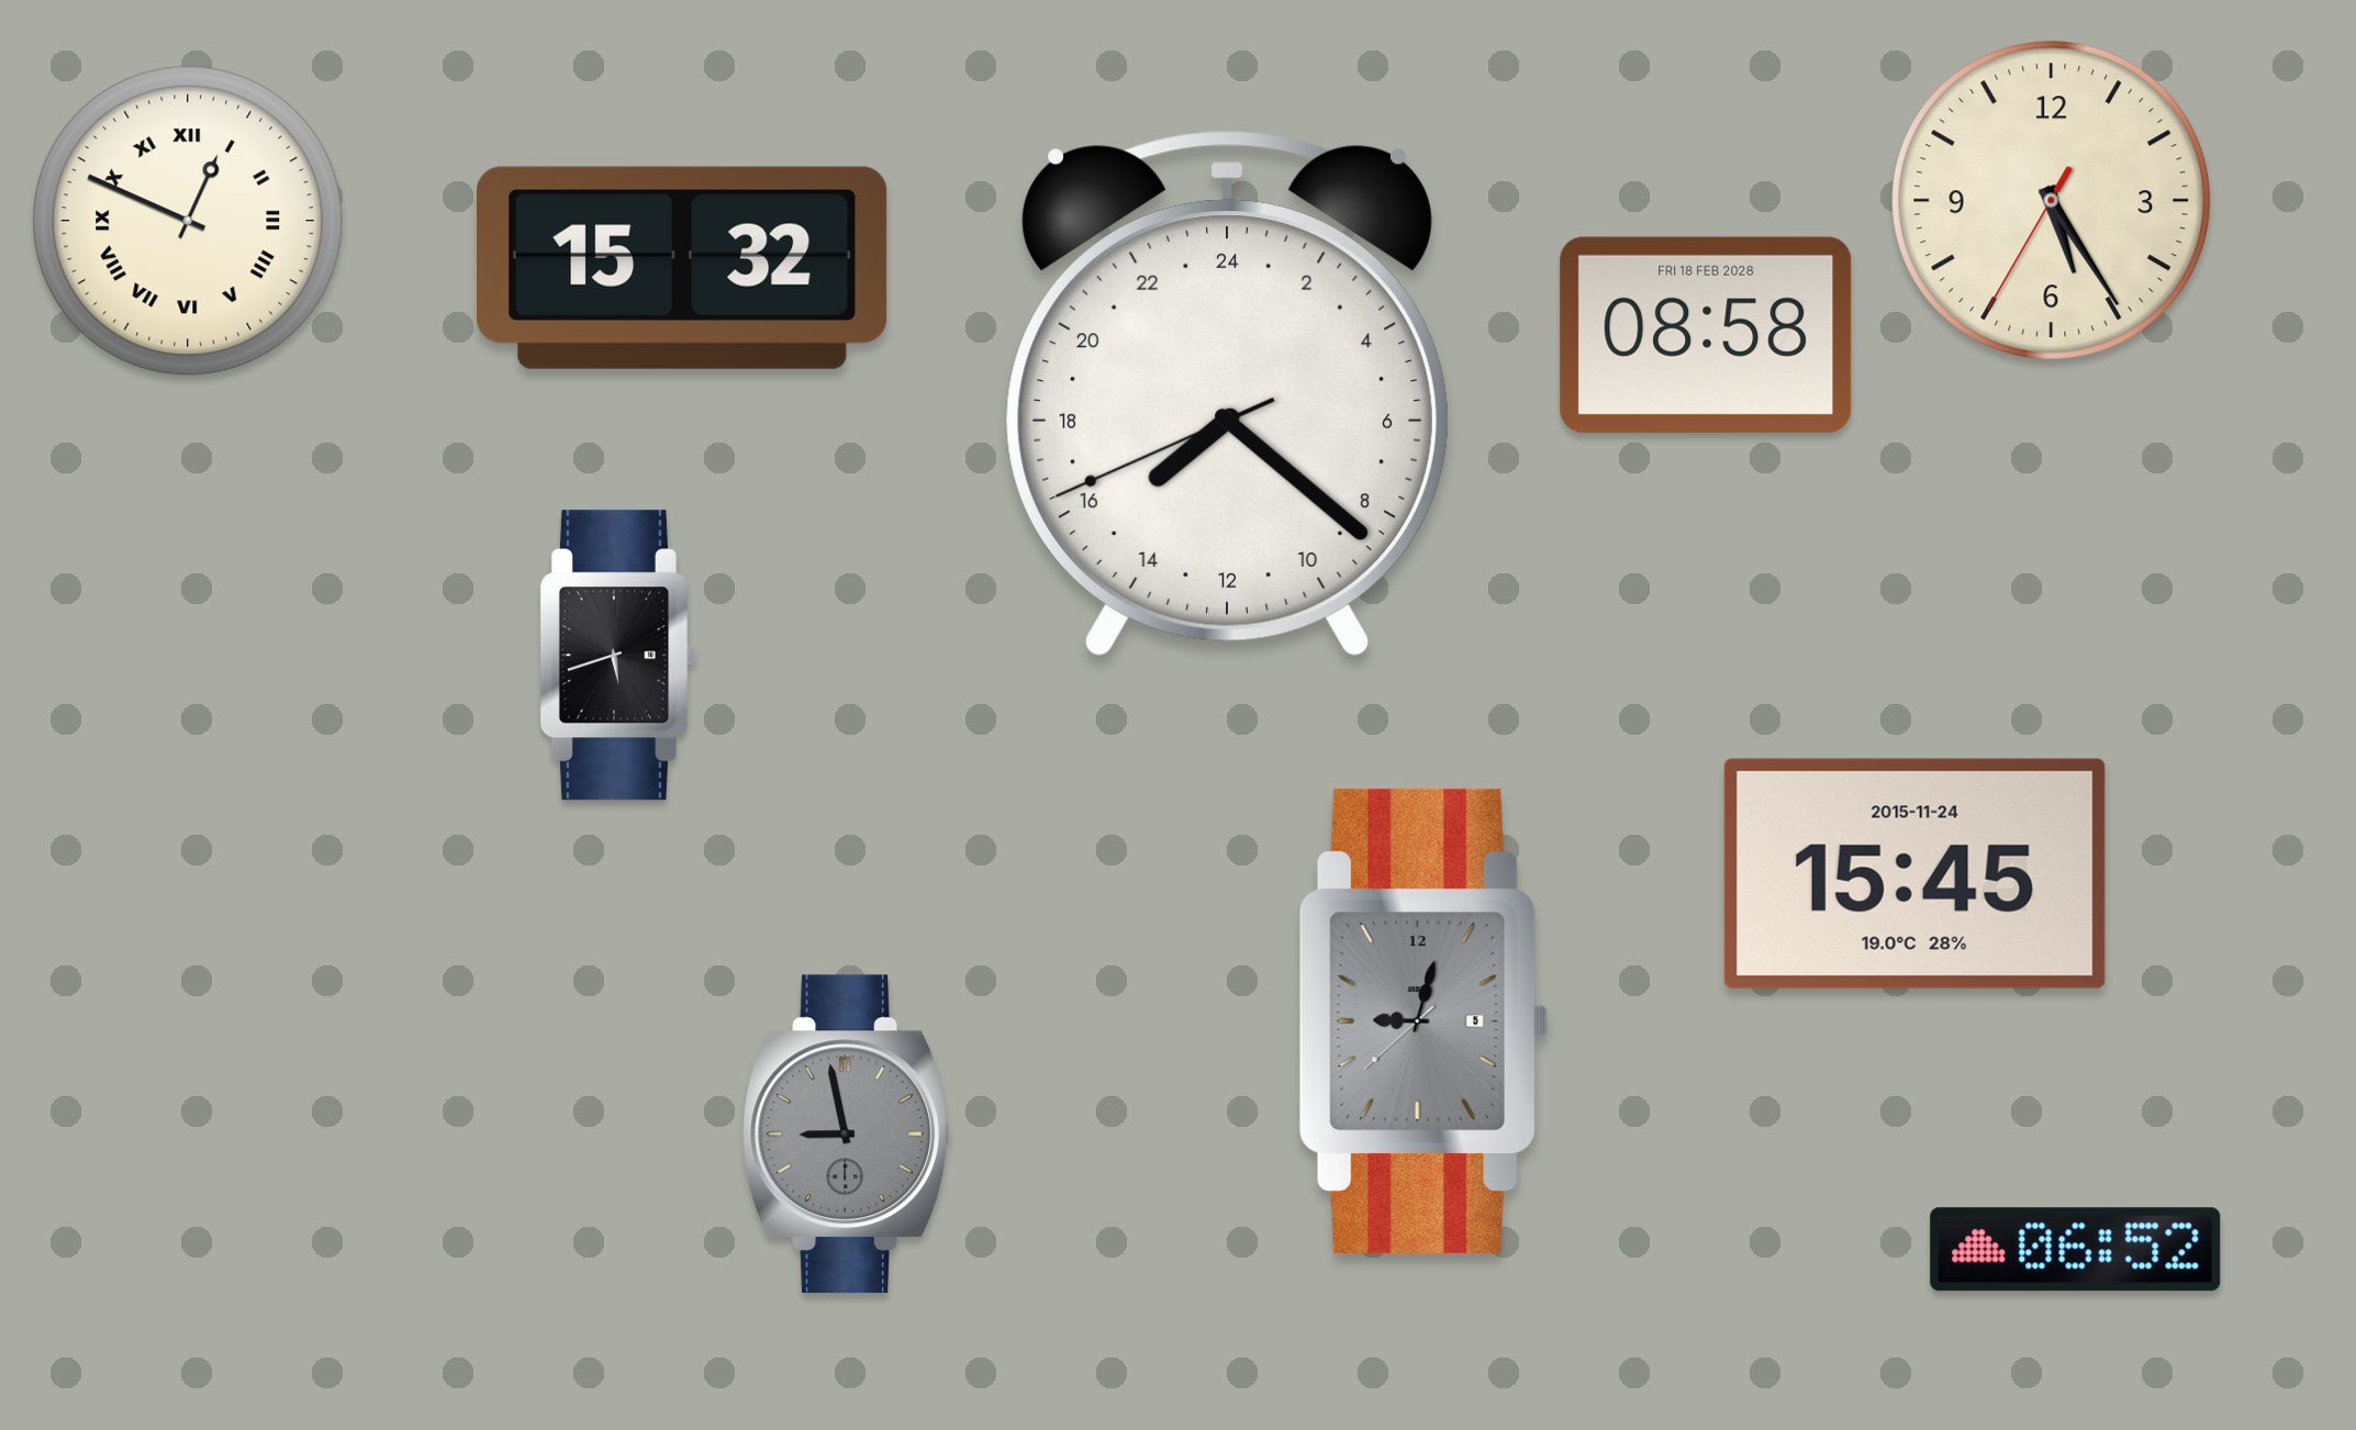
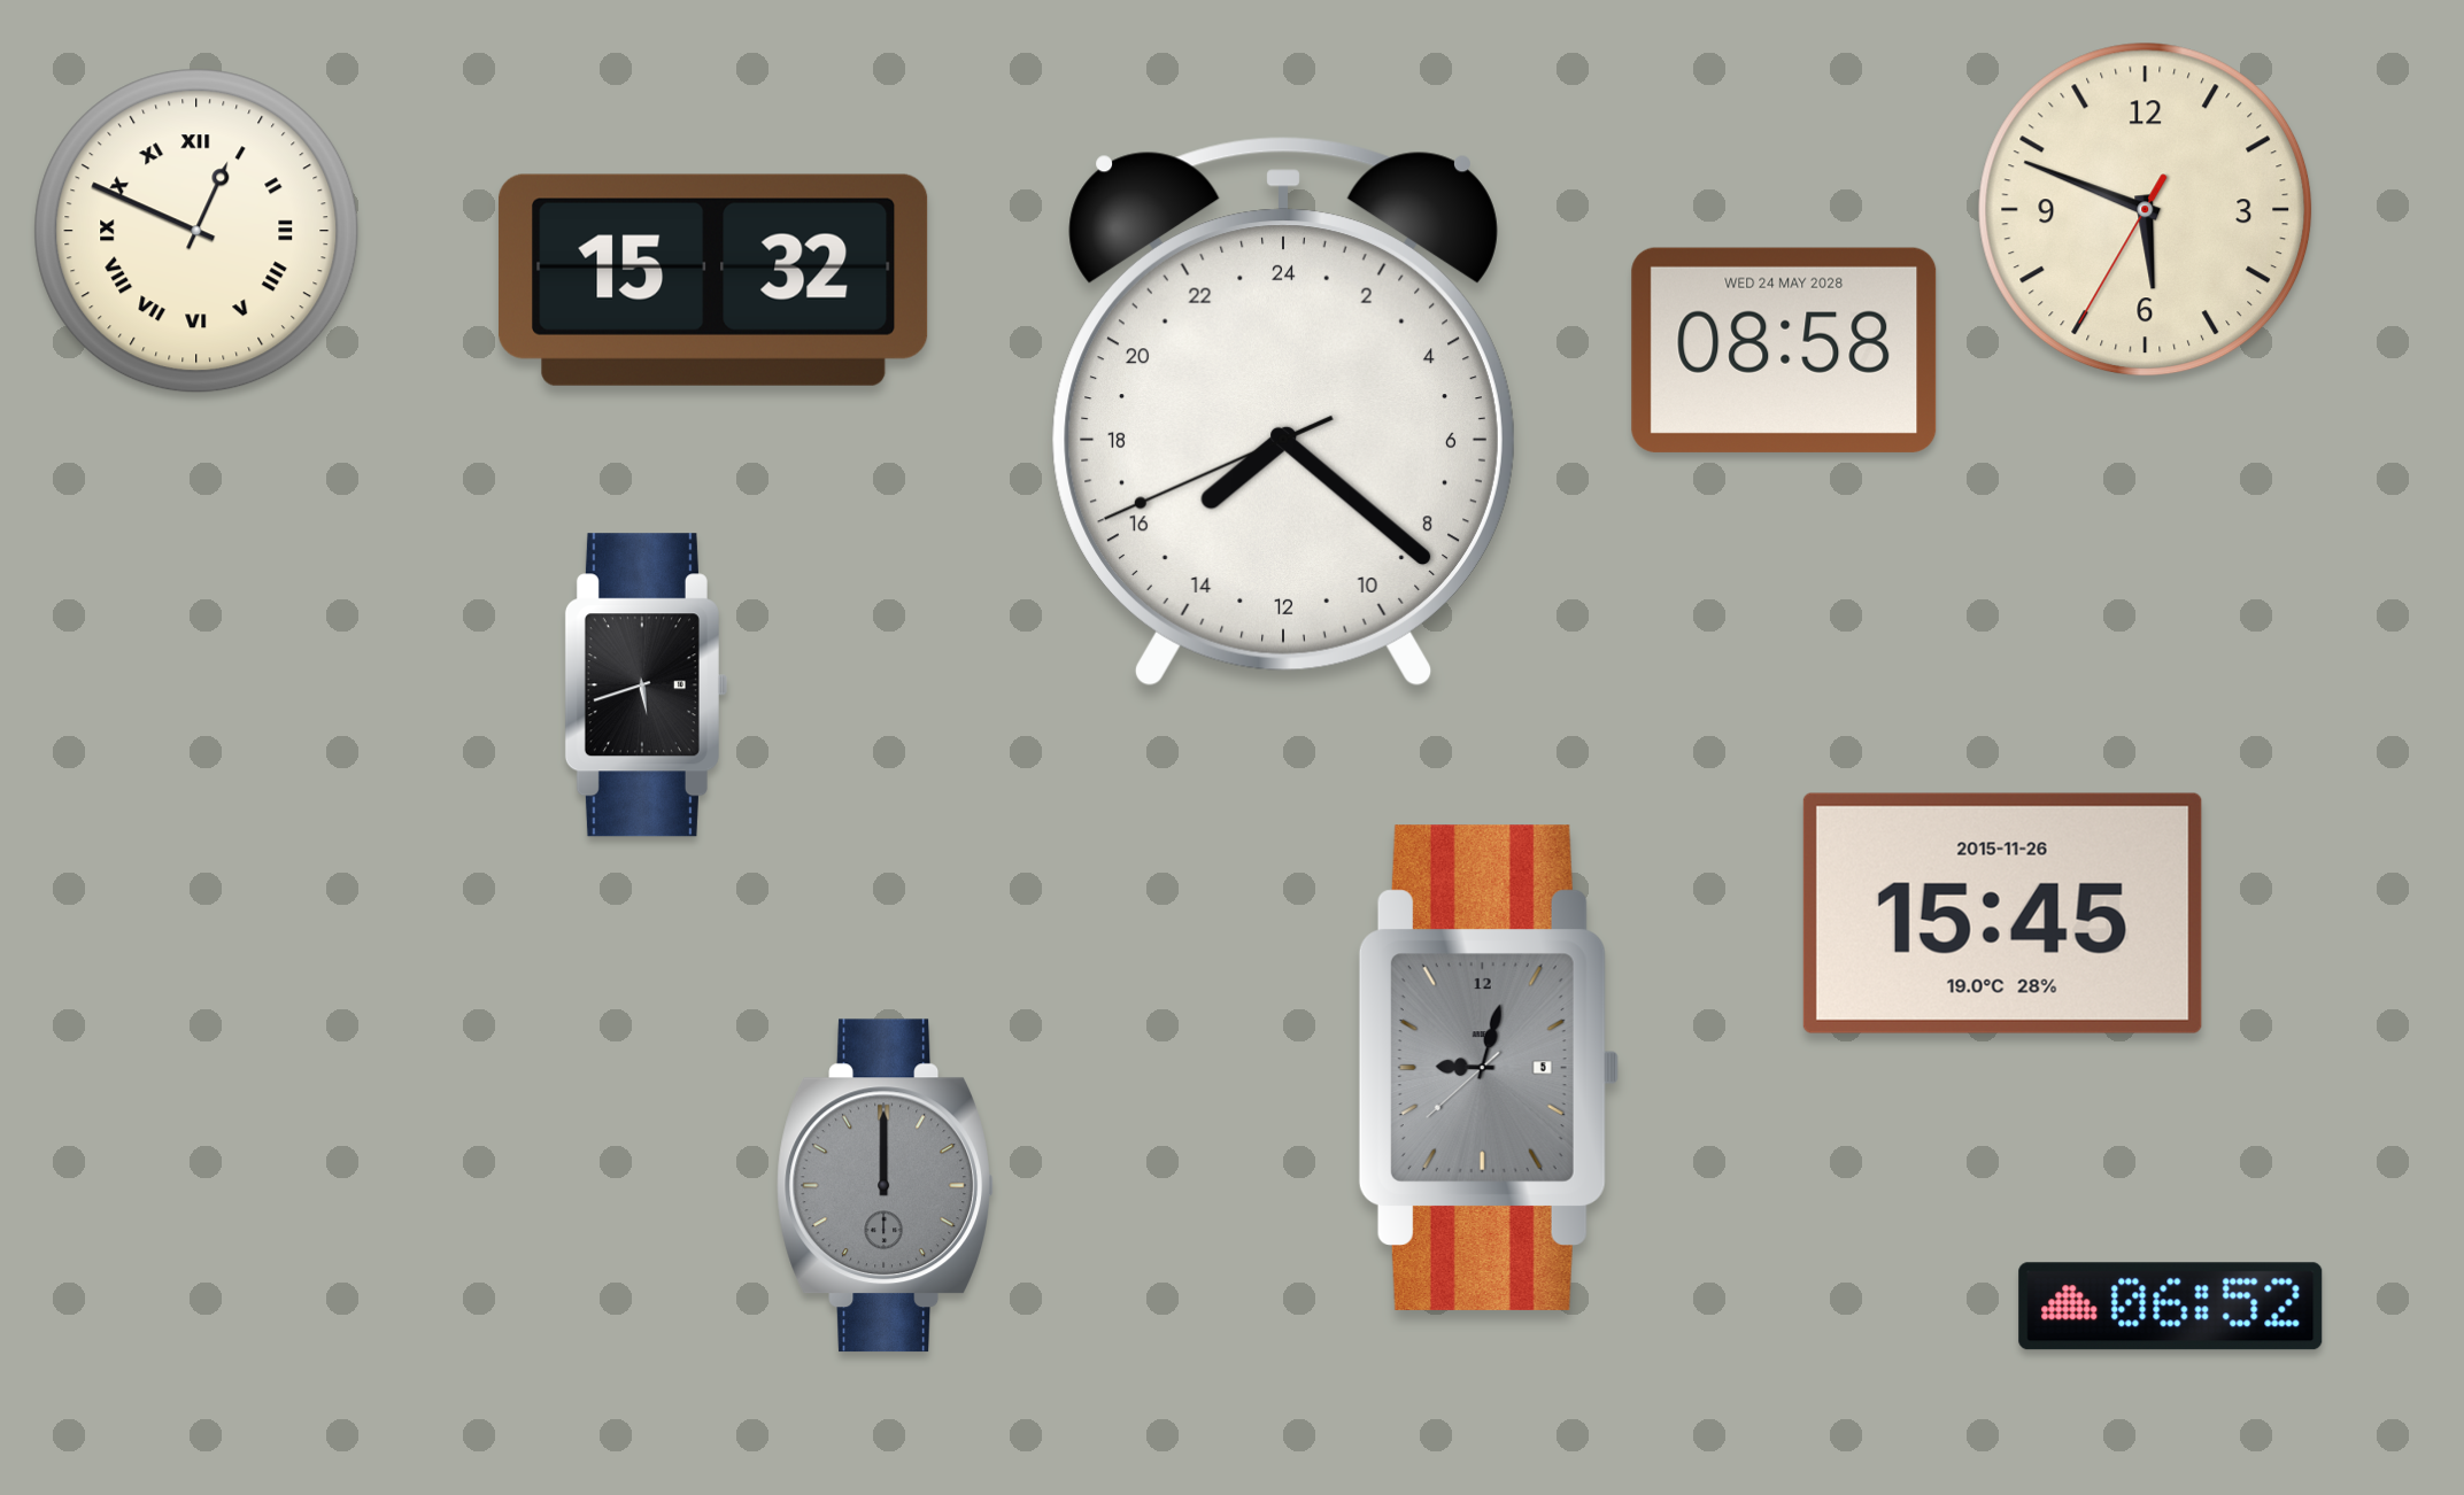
clock at (2052, 201): 5:24 -> 5:48
clock at (1706, 335) date: FRI 18 FEB 2028 -> WED 24 MAY 2028
clock at (1914, 873) date: 2015-11-24 -> 2015-11-26
clock at (846, 1135): 8:58 -> 12:00
